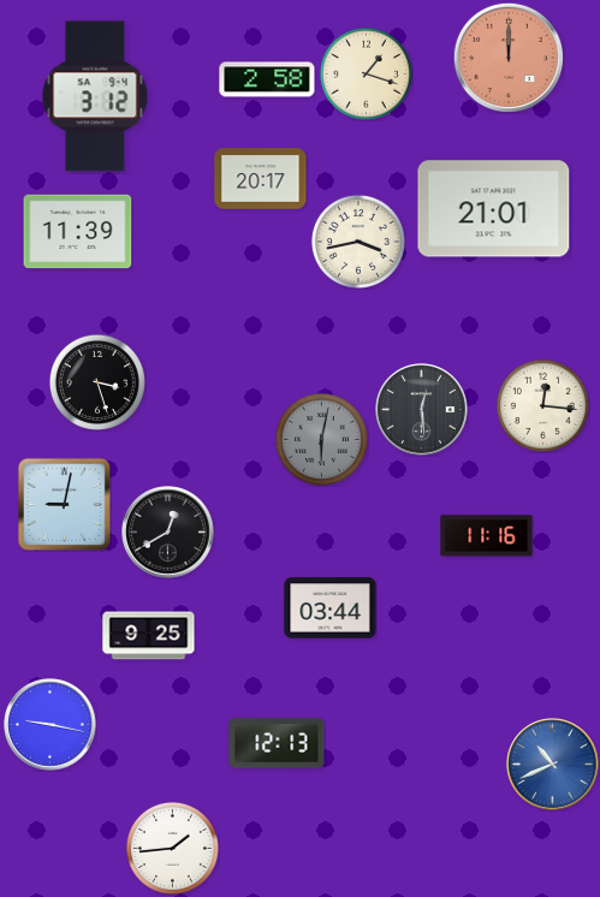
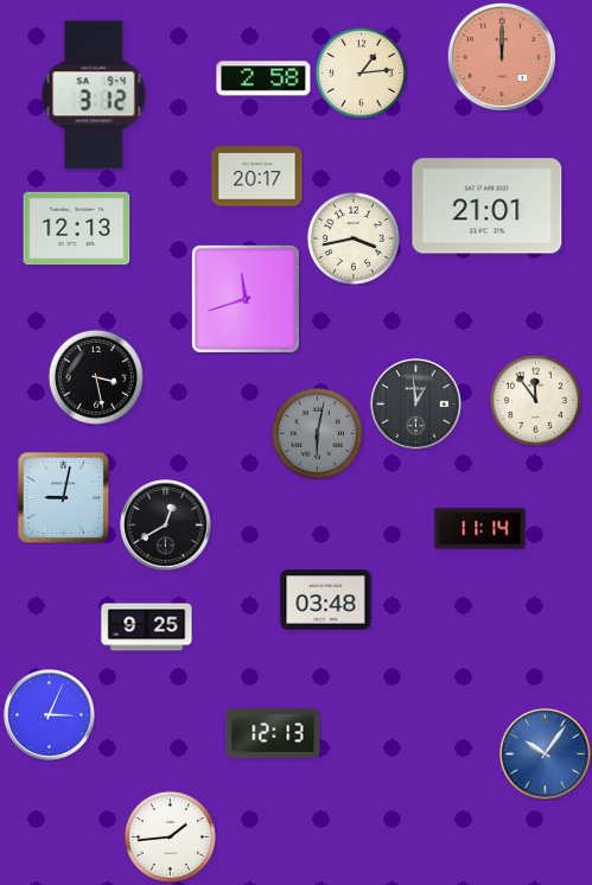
clock at (366, 73): 1:18 -> 1:14
clock at (78, 232): 11:39 -> 12:13
clock at (246, 299): none -> 11:42
clock at (97, 382): 3:27 -> 3:28
clock at (542, 405): 12:16 -> 11:54
clock at (422, 410): 12:29 -> 12:59
clock at (487, 536): 11:16 -> 11:14
clock at (331, 608): 03:44 -> 03:48
clock at (51, 725): 9:17 -> 3:04
clock at (553, 765): 10:41 -> 10:06
